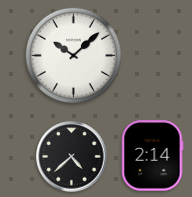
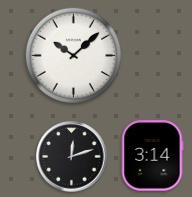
clock at (152, 156): 2:14 -> 3:14
clock at (72, 157): 4:38 -> 12:12
